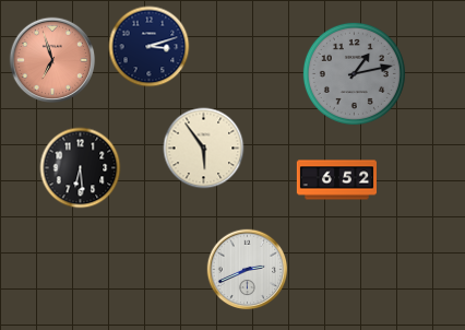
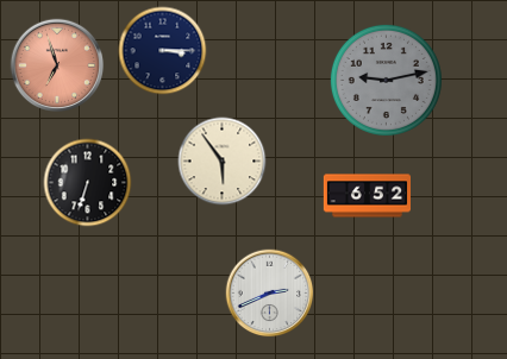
clock at (150, 47): 3:12 -> 3:15
clock at (354, 73): 1:13 -> 9:13
clock at (81, 168): 6:29 -> 6:33
